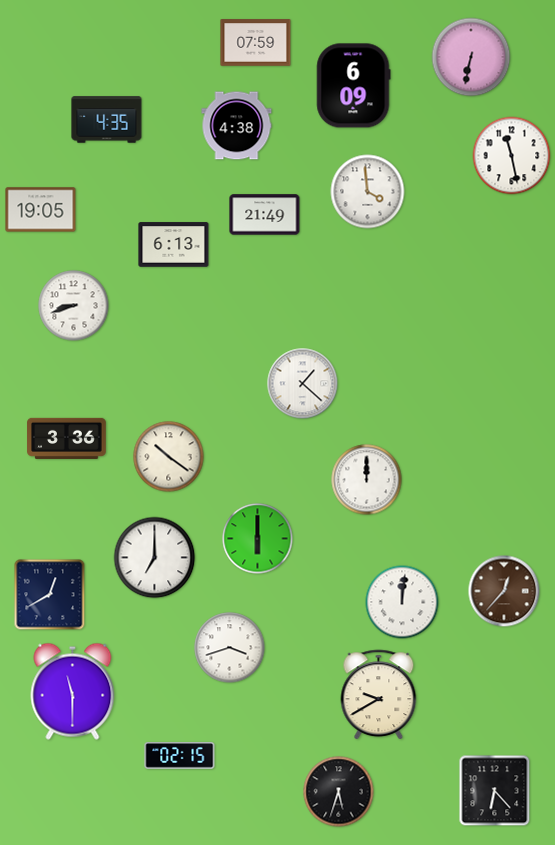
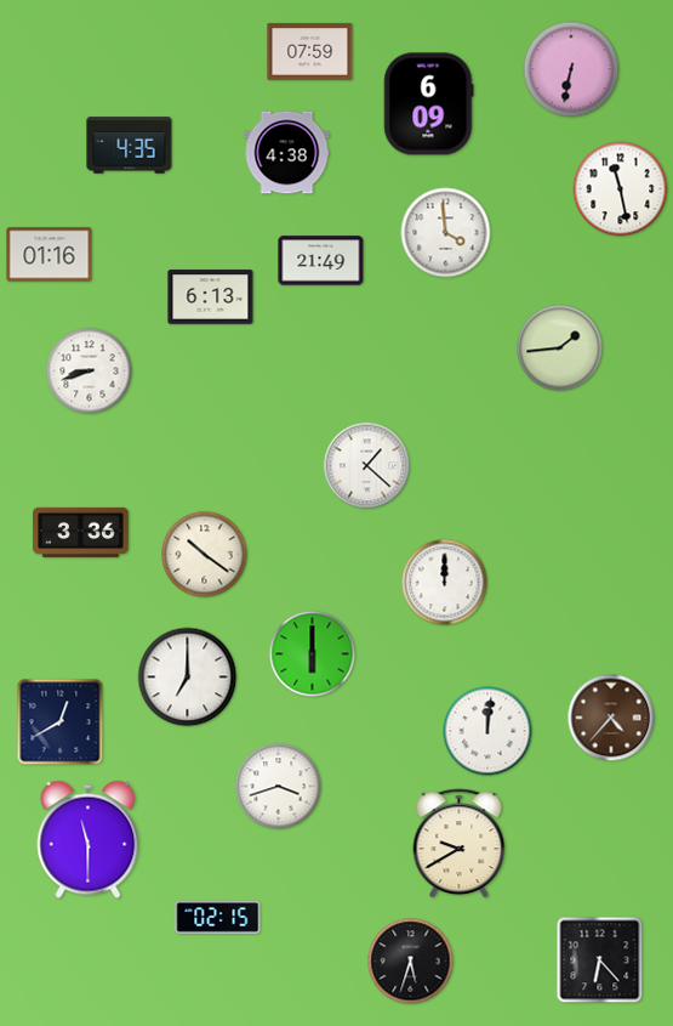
clock at (41, 210): 19:05 -> 01:16
clock at (560, 348): none -> 1:44
clock at (504, 591): 12:37 -> 4:37
